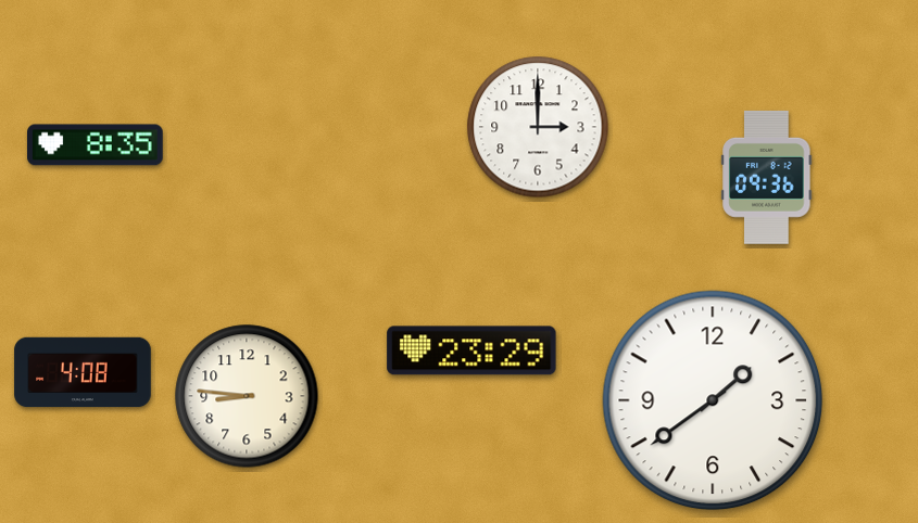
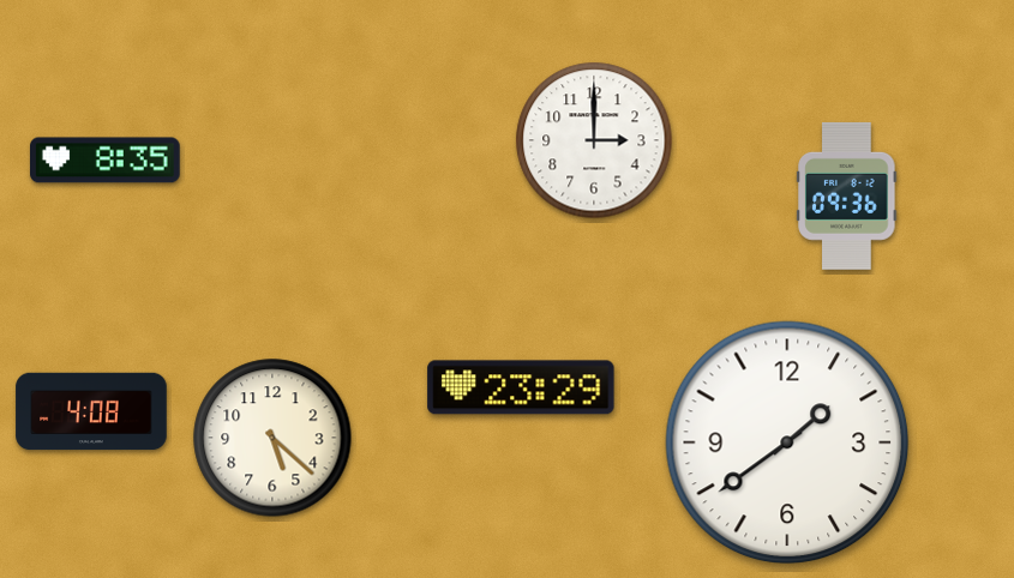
clock at (247, 396): 8:46 -> 5:22
